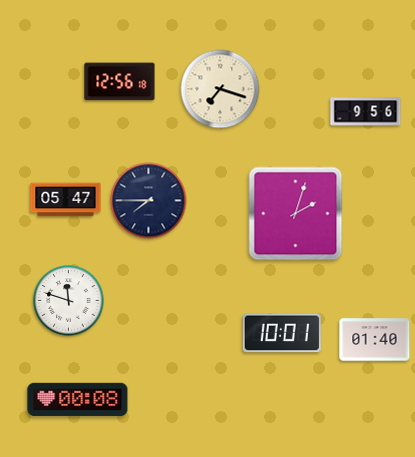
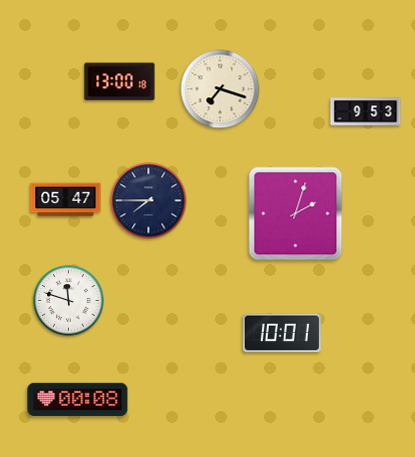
clock at (120, 82): 12:56 -> 13:00
clock at (366, 112): 9:56 -> 9:53
clock at (375, 340): 01:40 -> none
